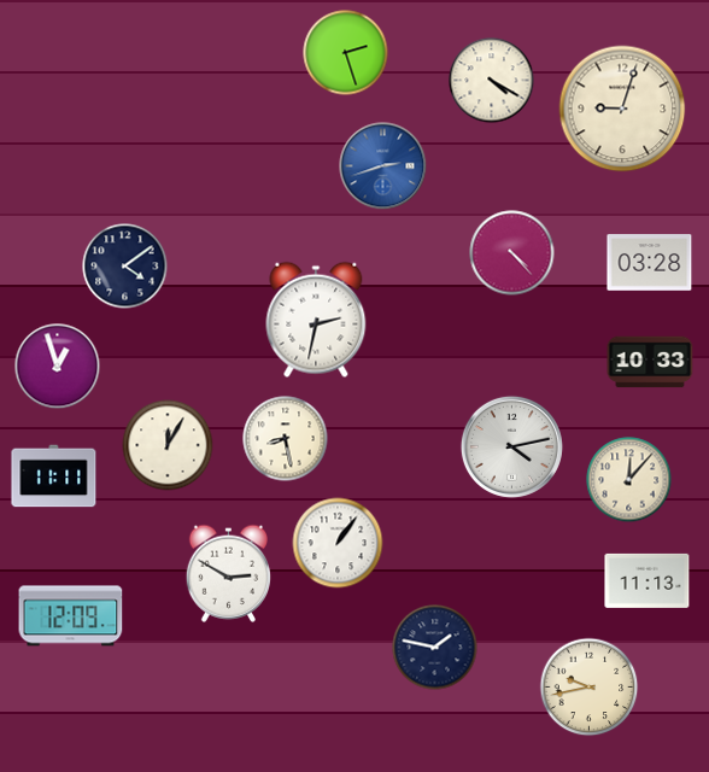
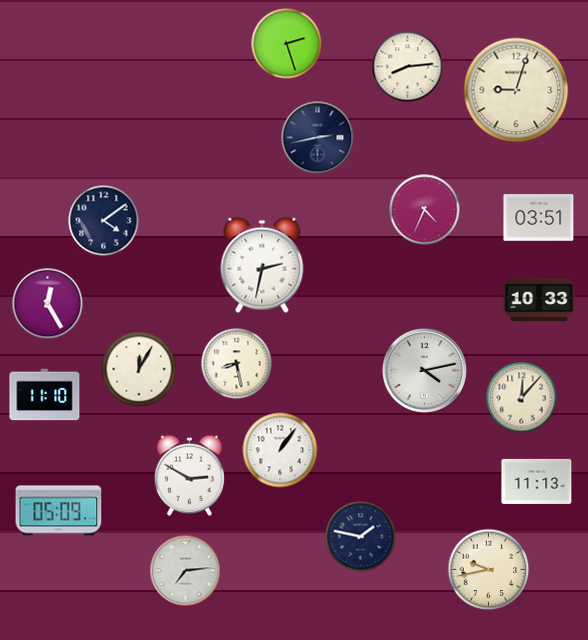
clock at (492, 81): 4:20 -> 8:14
clock at (383, 166): 2:42 -> 2:43
clock at (383, 166) dial: blue -> navy
clock at (512, 253): 4:23 -> 4:34
clock at (650, 263): 03:28 -> 03:51
clock at (58, 367): 12:57 -> 12:25
clock at (54, 476): 11:11 -> 11:10
clock at (71, 616): 12:09 -> 05:09
clock at (186, 571): none -> 7:14
